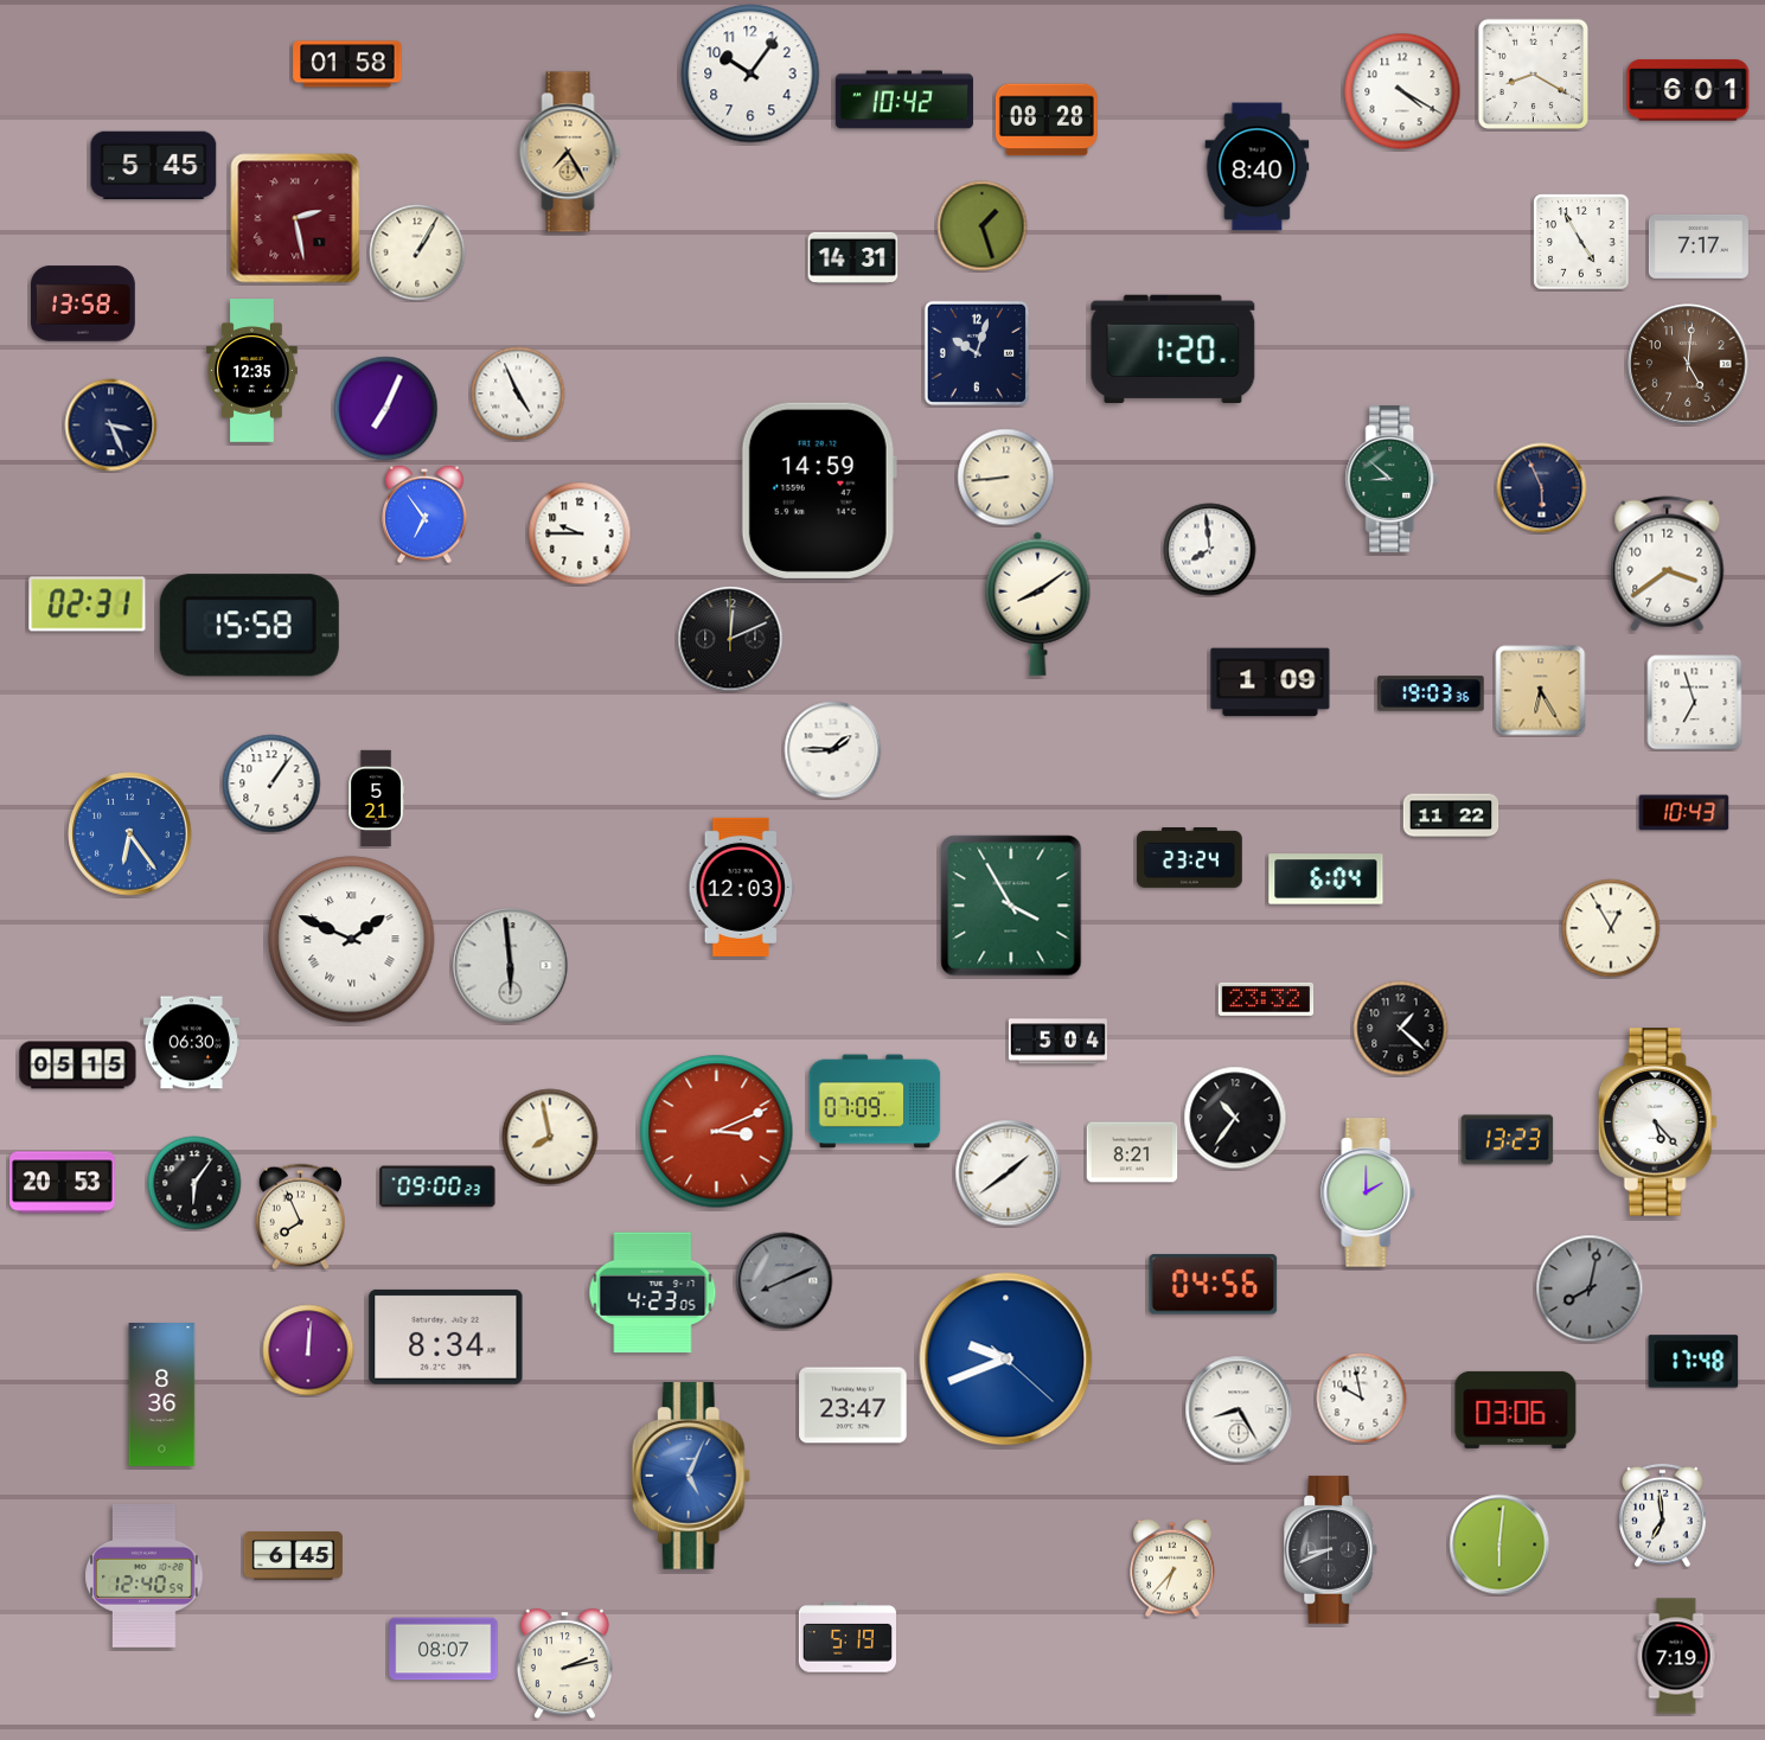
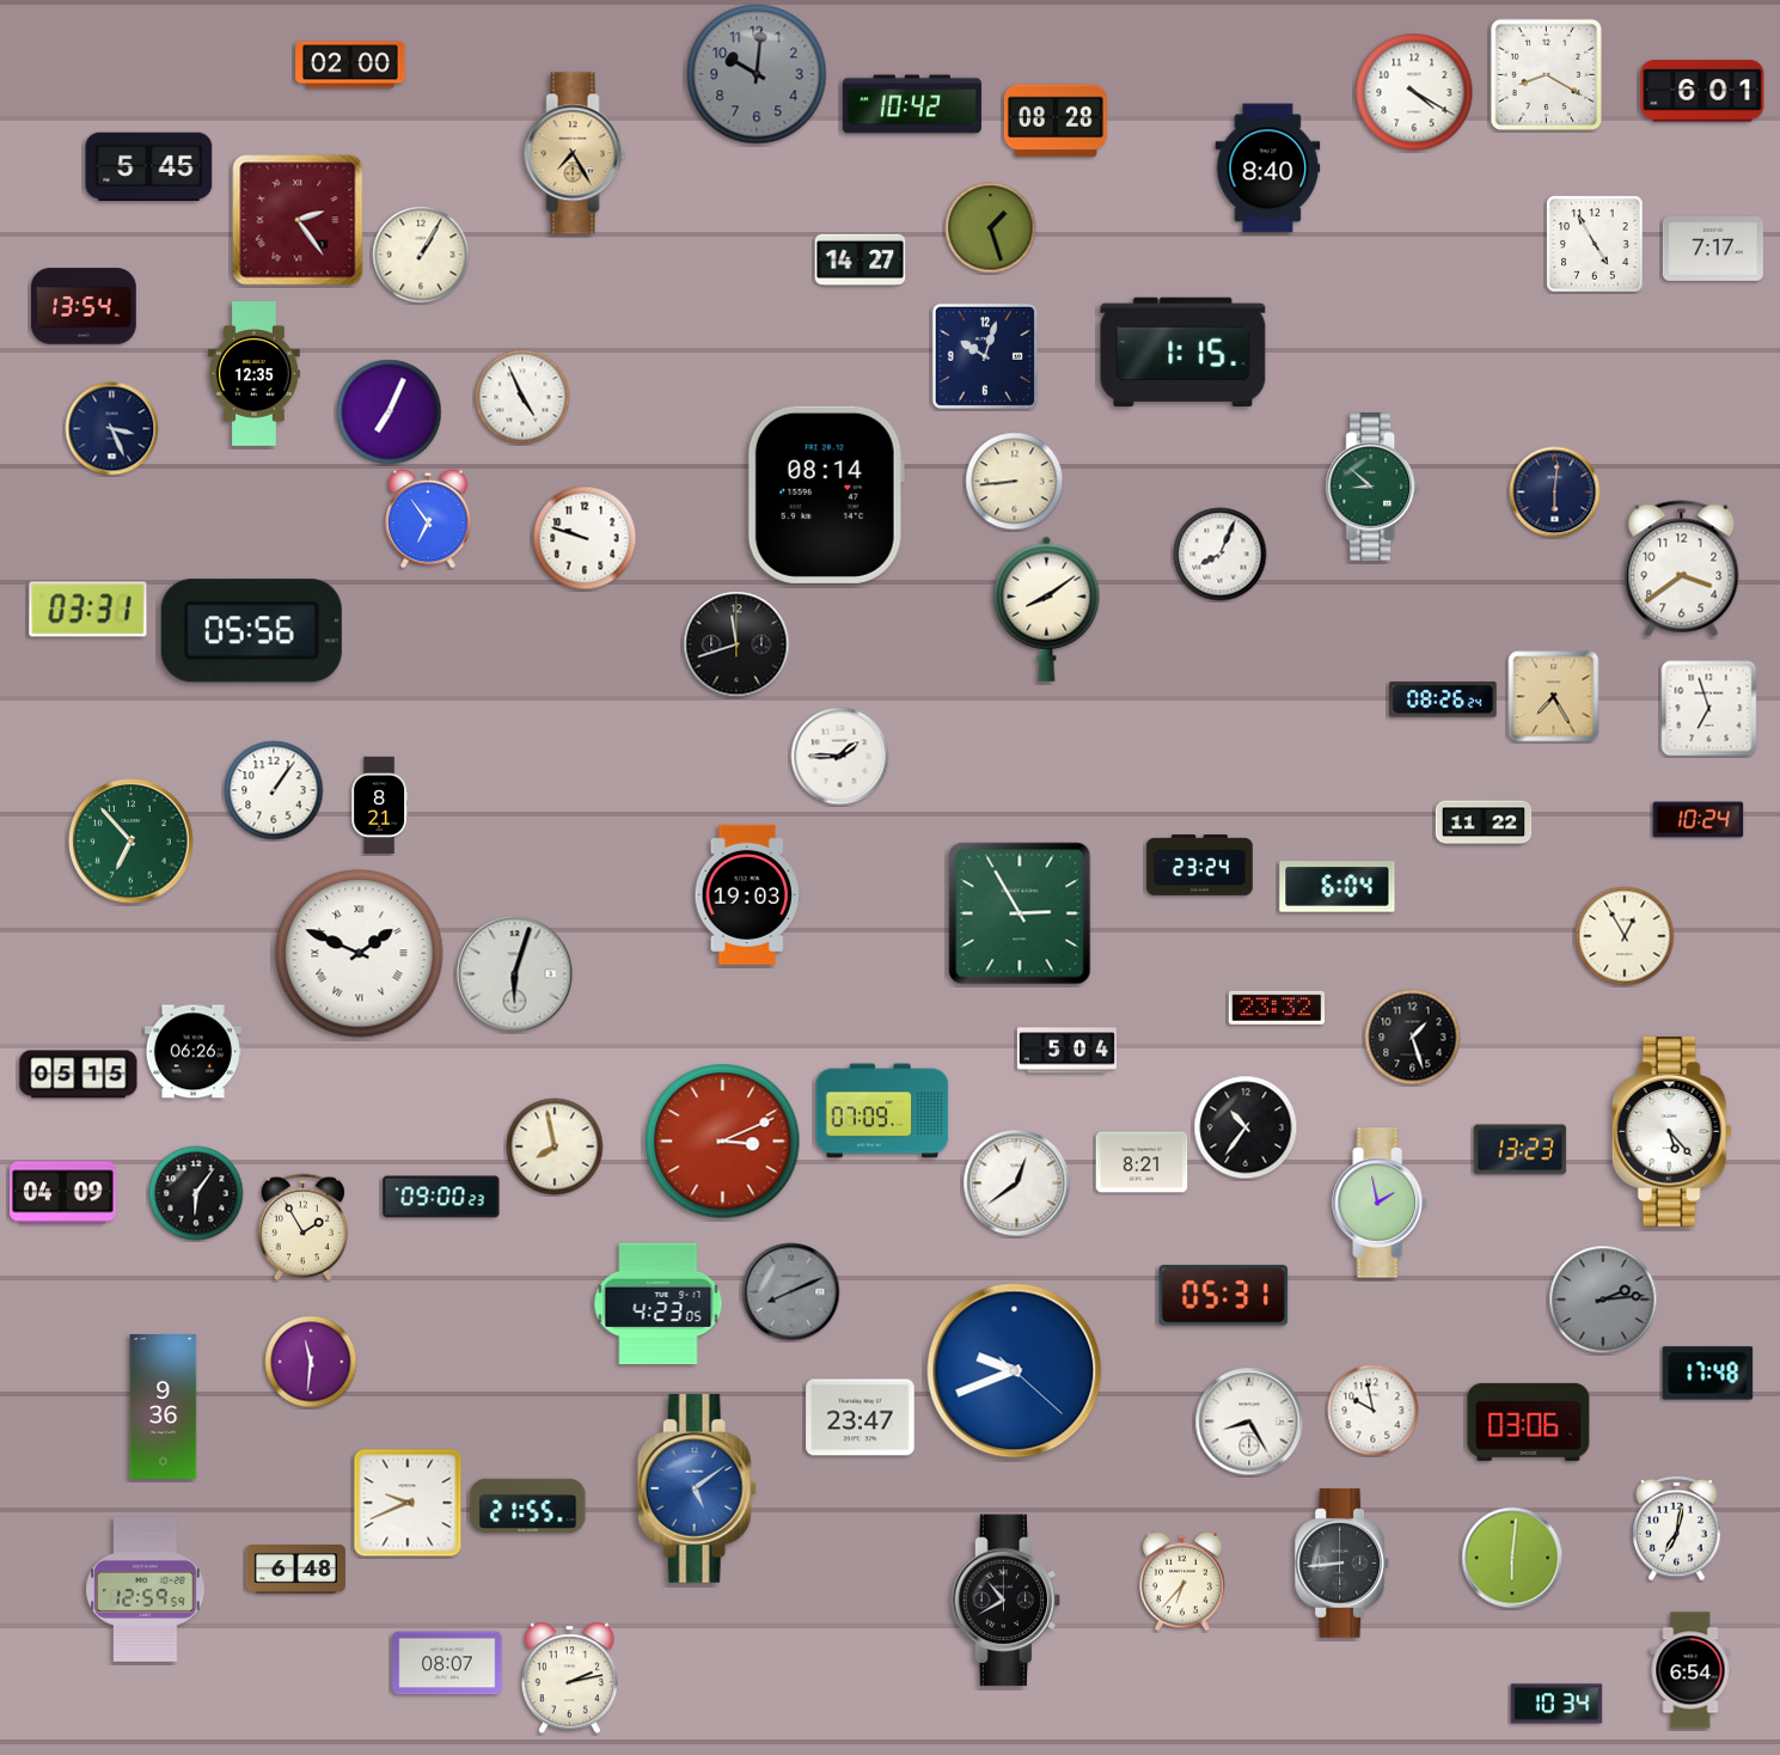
clock at (347, 64): 01:58 -> 02:00
clock at (750, 73): 10:06 -> 10:01
clock at (750, 73) dial: white -> grey
clock at (904, 100) position: (904, 100) -> (912, 104)
clock at (154, 166) position: (154, 166) -> (149, 167)
clock at (295, 218): 2:28 -> 2:24
clock at (853, 257): 14:31 -> 14:27
clock at (84, 303): 13:58 -> 13:54
clock at (1174, 350): 1:20 -> 1:15
clock at (1688, 364): 5:01 -> none
clock at (1392, 479) position: (1392, 479) -> (1372, 487)
clock at (1542, 488): 5:56 -> 6:01
clock at (819, 491): 14:59 -> 08:14
clock at (580, 533): 9:45 -> 9:48
clock at (1210, 550): 7:59 -> 8:04
clock at (88, 604): 02:31 -> 03:31
clock at (249, 626): 15:58 -> 05:56
clock at (730, 639): 12:11 -> 11:42
clock at (1271, 683): 1:09 -> none
clock at (1541, 691): 6:25 -> 7:25
clock at (1431, 693): 19:03 -> 08:26
clock at (377, 799): 5:21 -> 8:21
clock at (1684, 813): 10:43 -> 10:24
clock at (1451, 815) position: (1451, 815) -> (1484, 823)
clock at (130, 834): 6:24 -> 6:53
clock at (130, 834) dial: blue -> green
clock at (741, 887): 12:03 -> 19:03
clock at (1011, 906): 3:55 -> 2:55
clock at (352, 940) position: (352, 940) -> (360, 954)
clock at (511, 966): 5:59 -> 6:03
clock at (1401, 1029): 1:22 -> 1:27
clock at (191, 1043): 06:30 -> 06:26
clock at (1009, 1173): 1:39 -> 12:39
clock at (63, 1183): 20:53 -> 04:09
clock at (1368, 1192): 2:00 -> 1:58
clock at (300, 1217): 7:56 -> 1:55
clock at (1214, 1285): 04:56 -> 05:31
clock at (1590, 1288): 8:02 -> 2:14
clock at (446, 1337): 8:34 -> none
clock at (308, 1350): 12:01 -> 11:31
clock at (162, 1395): 8:36 -> 9:36
clock at (691, 1476): 5:04 -> 5:09
clock at (408, 1503): none -> 9:41
clock at (528, 1505): none -> 21:55
clock at (1663, 1516): 6:59 -> 7:02
clock at (1331, 1550): 8:41 -> 8:44
clock at (293, 1556): 6:45 -> 6:48
clock at (145, 1575): 12:40 -> 12:59
clock at (1007, 1601): none -> 10:40
clock at (848, 1637): 5:19 -> none
clock at (1676, 1656): 7:19 -> 6:54
clock at (1556, 1704): none -> 10:34
